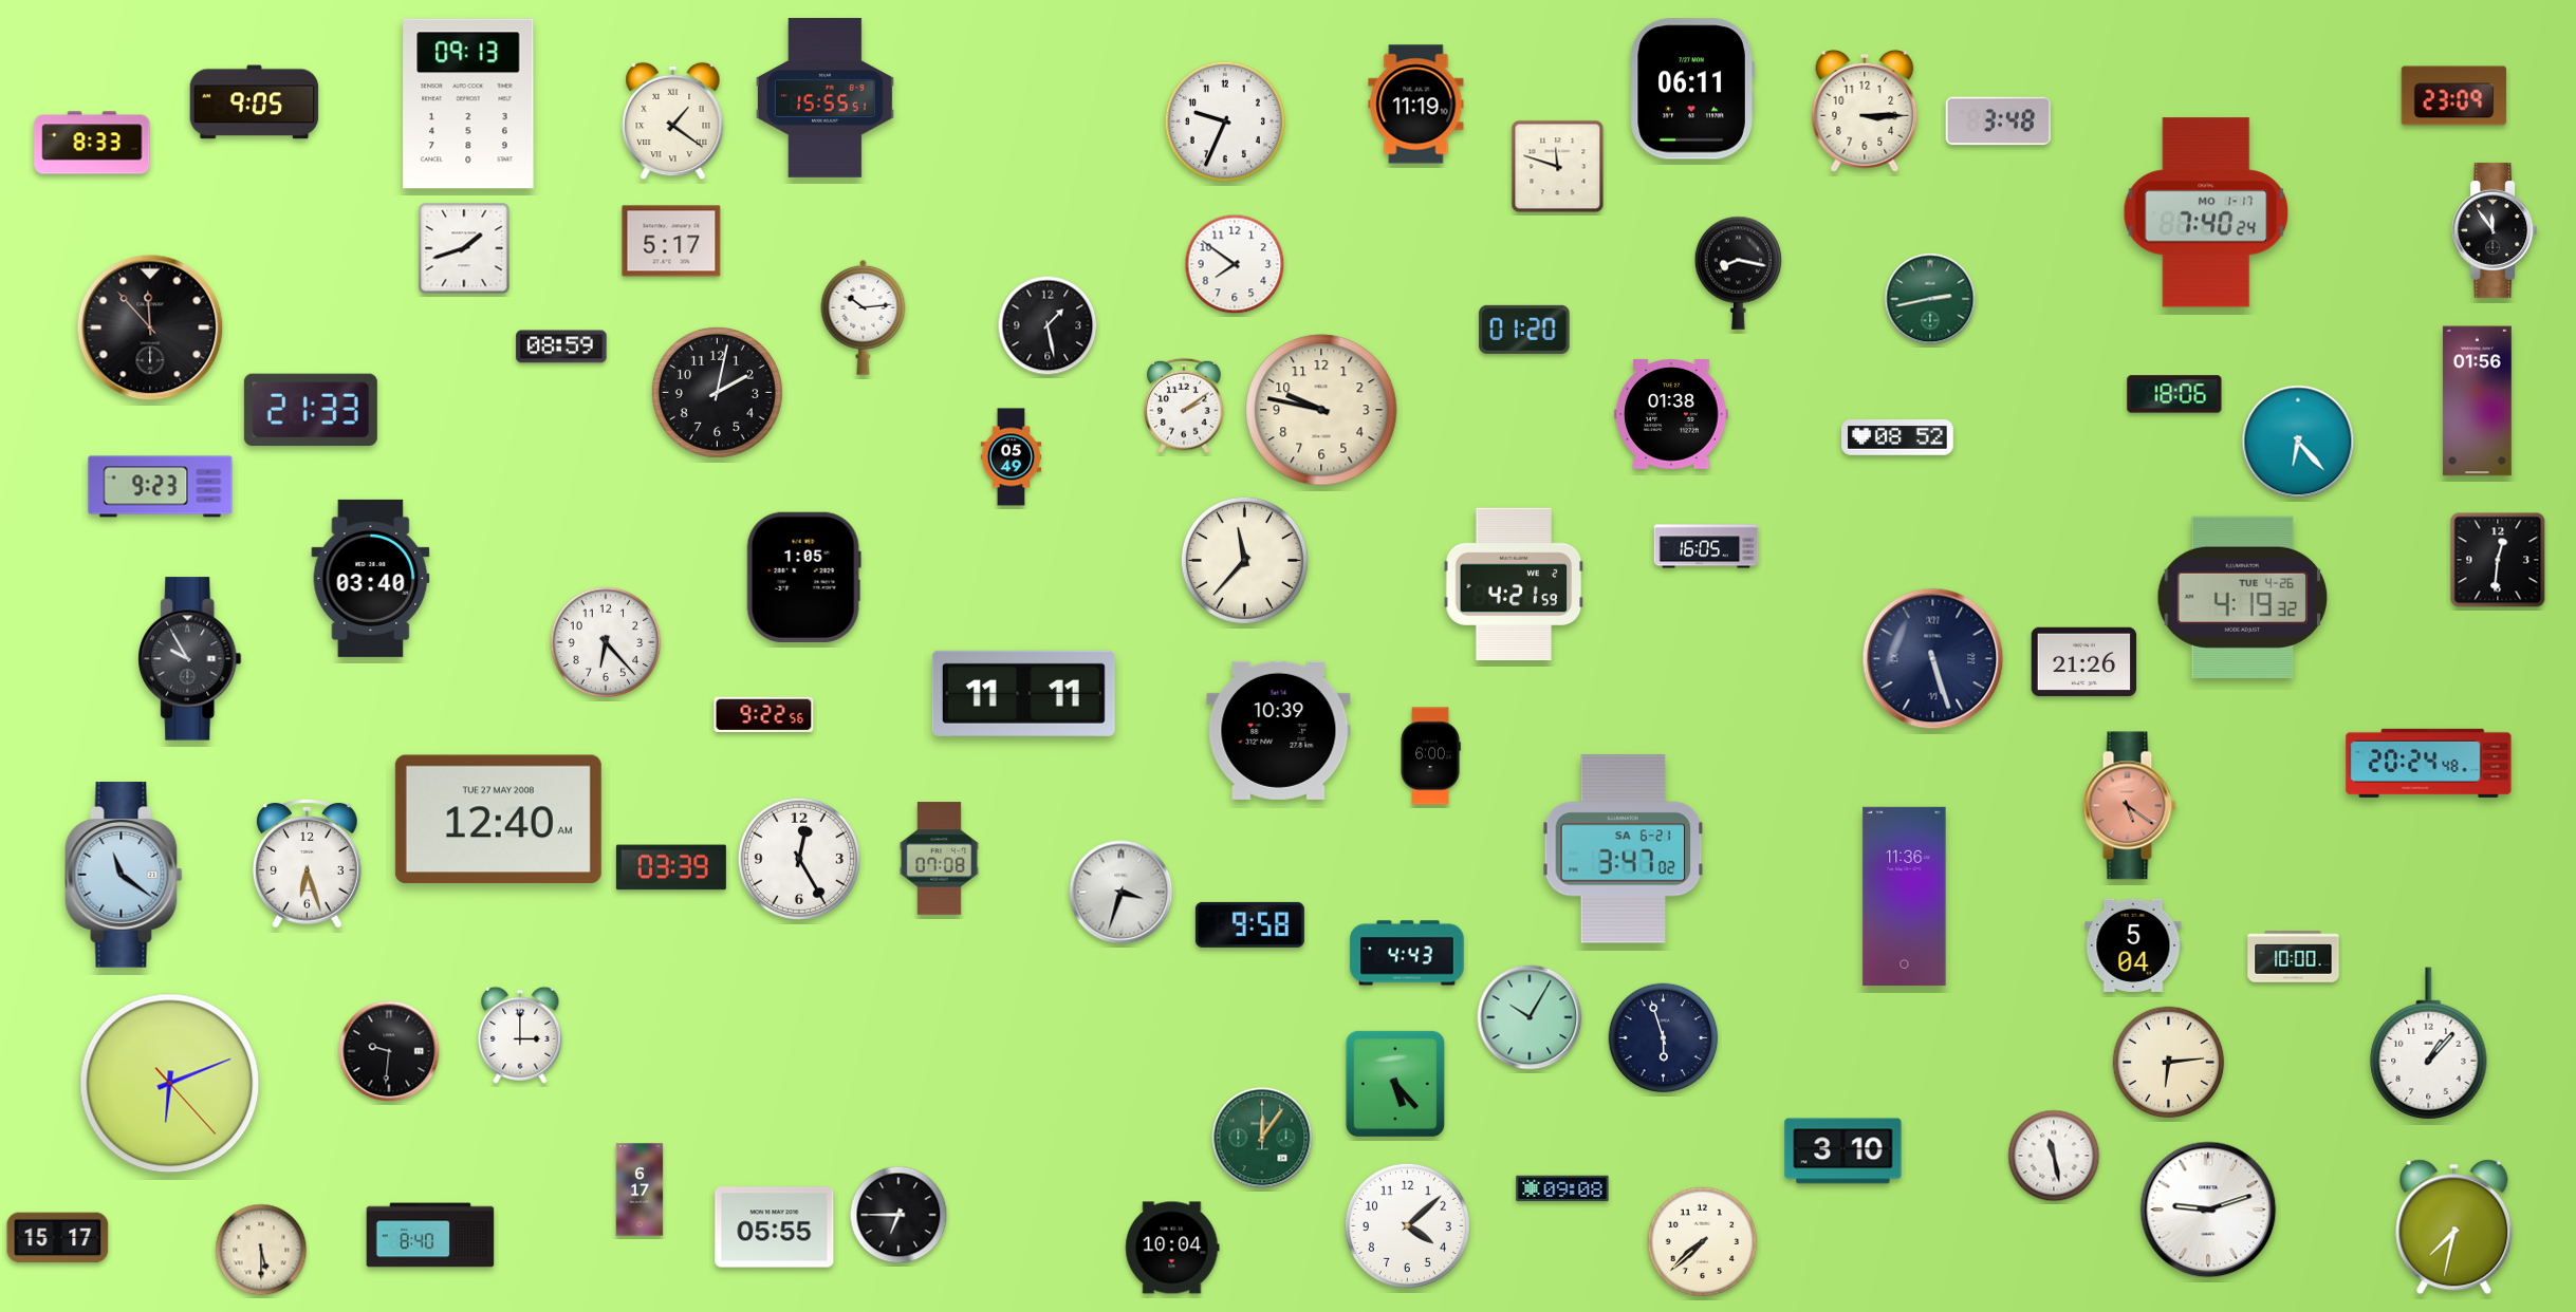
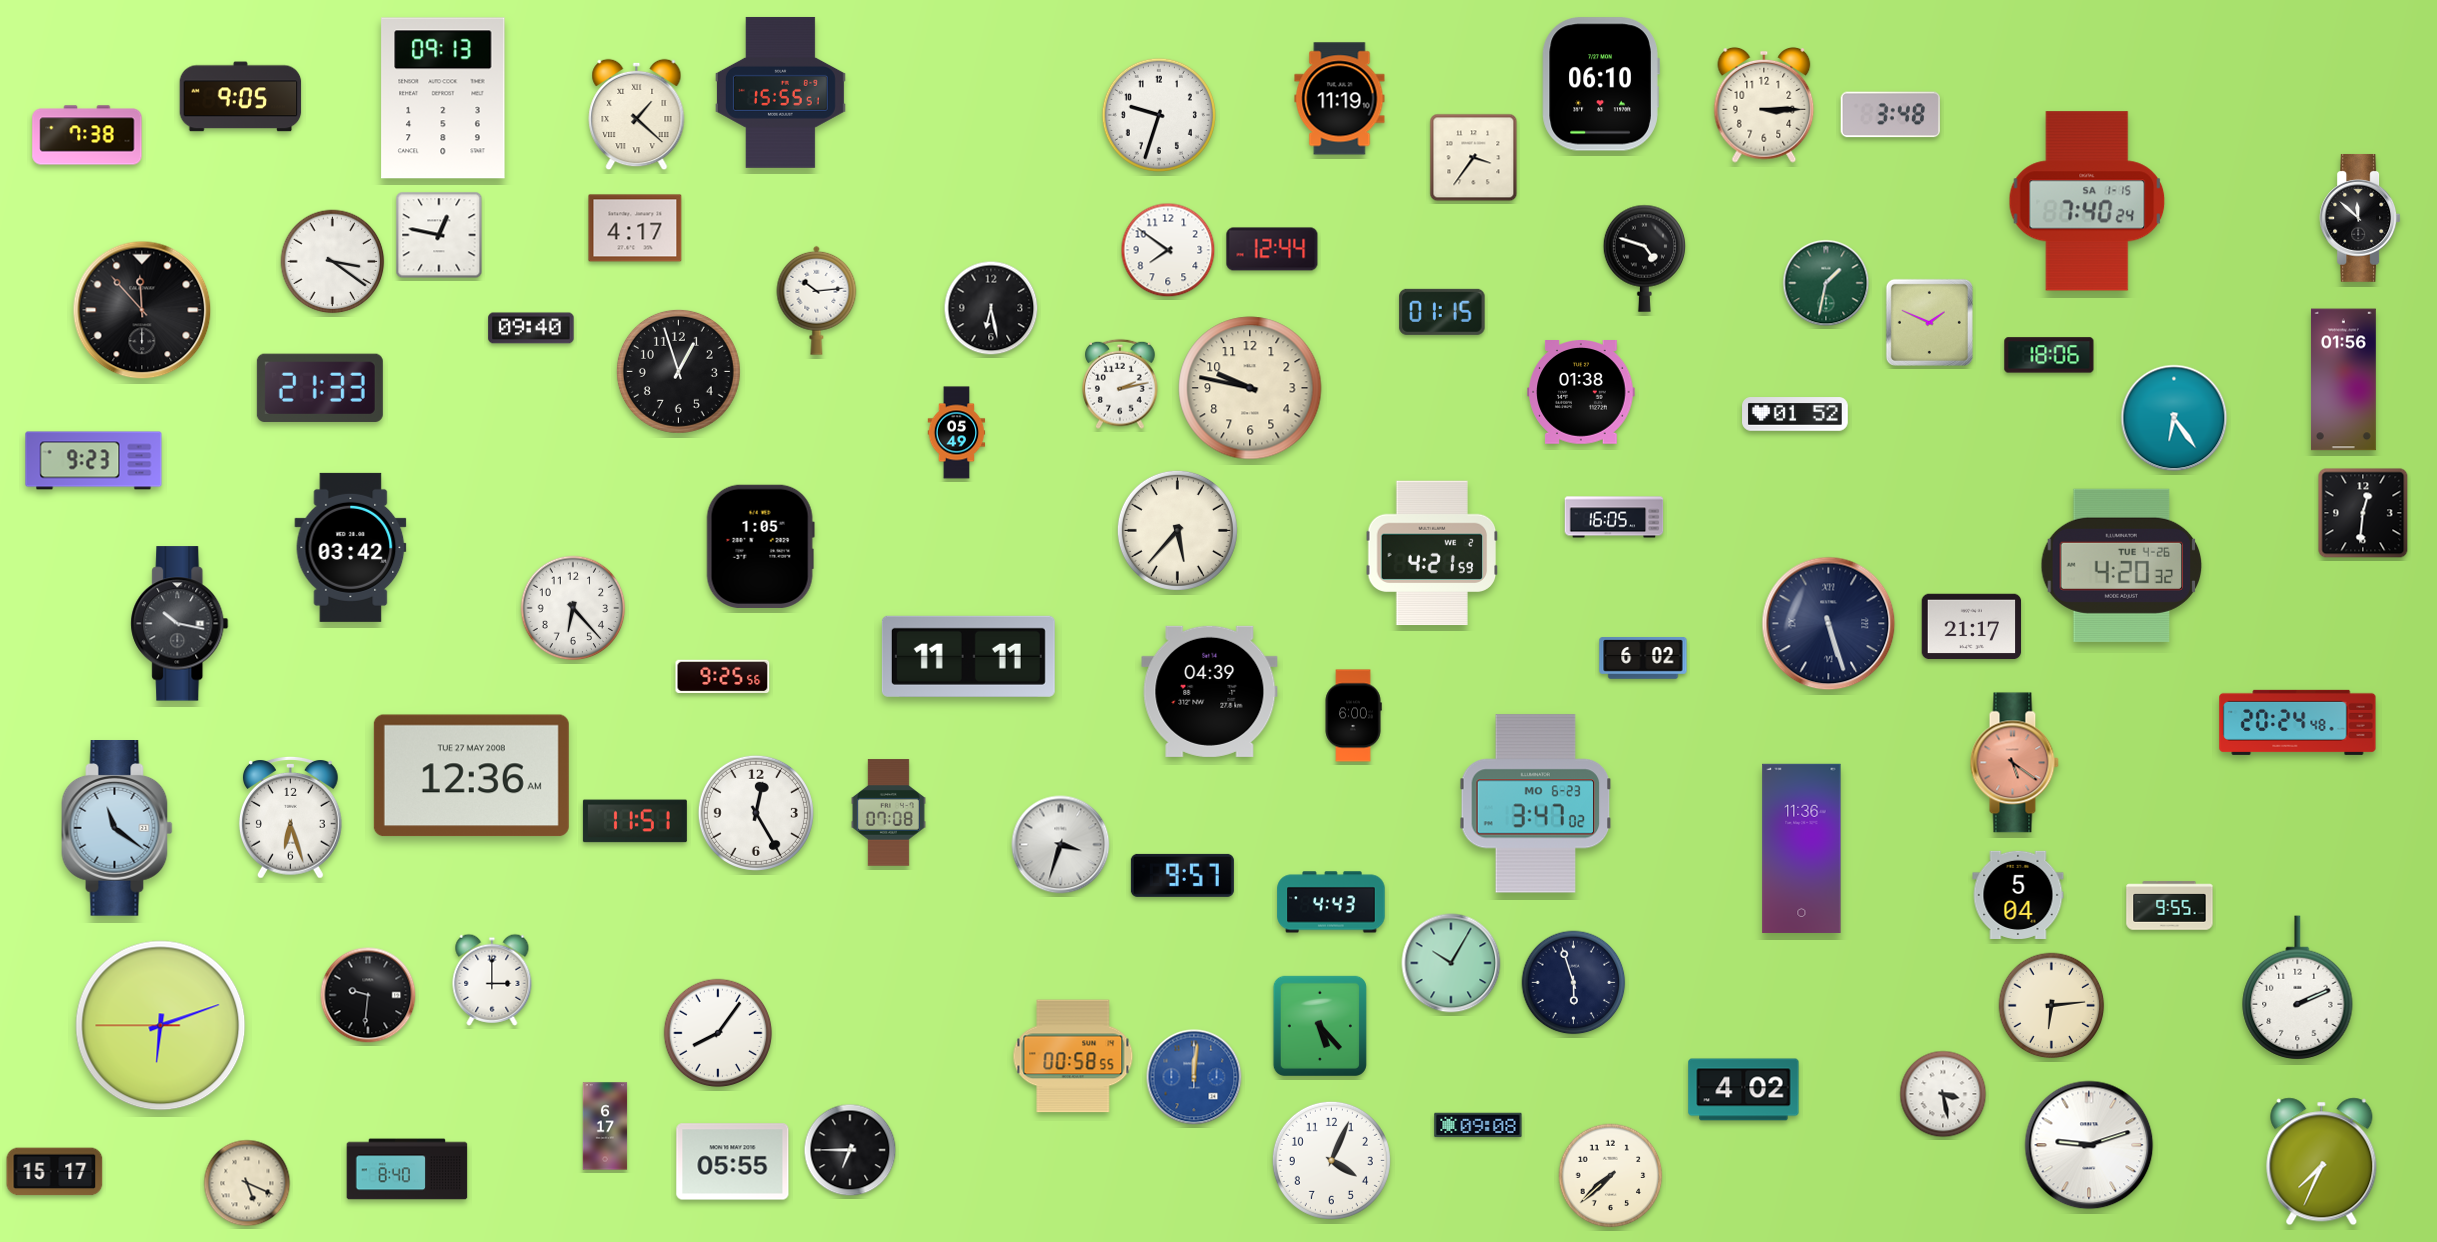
clock at (1692, 89): 06:11 -> 06:10
clock at (2454, 96): 23:09 -> none
clock at (673, 121): 1:21 -> 1:22
clock at (1225, 121): 9:34 -> 9:33
clock at (92, 143): 8:33 -> 7:38
clock at (1558, 167): 11:48 -> 3:36
clock at (2206, 212) date: MO 1-17 -> SA 1-15
clock at (2495, 230): 11:54 -> 11:52
clock at (671, 241): 5:17 -> 4:17
clock at (464, 248): 1:42 -> 12:47
clock at (1272, 249): none -> 12:44
clock at (1738, 273): 8:17 -> 4:48
clock at (333, 262): none -> 3:21
clock at (1930, 299): 2:43 -> 1:32
clock at (1048, 325): 1:28 -> 6:28
clock at (1524, 330): 01:20 -> 01:15
clock at (1929, 322): none -> 1:49
clock at (561, 346): 08:59 -> 09:40
clock at (717, 392): 2:02 -> 12:57
clock at (2174, 394) position: (2174, 394) -> (2049, 355)
clock at (1184, 406): 2:09 -> 2:13
clock at (311, 409) position: (311, 409) -> (320, 387)
clock at (1897, 437): 08:52 -> 01:52
clock at (2298, 442): 6:23 -> 6:24
clock at (161, 487) position: (161, 487) -> (94, 461)
clock at (1244, 560): 11:37 -> 5:37
clock at (2498, 560) position: (2498, 560) -> (2363, 513)
clock at (371, 578): 03:40 -> 03:42
clock at (2243, 597): 4:19 -> 4:20
clock at (190, 659): 9:55 -> 10:17
clock at (2084, 662): 21:26 -> 21:17
clock at (1643, 658): none -> 6:02
clock at (764, 714): 9:22 -> 9:25
clock at (1279, 730): 10:39 -> 04:39
clock at (498, 820): 12:40 -> 12:36
clock at (1624, 849) date: SA 6-21 -> MO 6-23
clock at (671, 867): 03:39 -> 11:51
clock at (1249, 924): 9:58 -> 9:57
clock at (2294, 957): 10:00 -> 9:55
clock at (1530, 1017) position: (1530, 1017) -> (1451, 963)
clock at (2429, 1043): 1:07 -> 2:11
clock at (170, 1084): 6:11:23 -> 6:11:45
clock at (718, 1033): none -> 8:06
clock at (1073, 1056): none -> 00:58
clock at (1262, 1138): 12:06 -> 12:01
clock at (1262, 1138) dial: green -> blue
clock at (1843, 1151): 3:10 -> 4:02
clock at (2054, 1156): 11:28 -> 3:28
clock at (1407, 1225): 4:08 -> 4:04
clock at (2454, 1227): 7:32 -> 7:34
clock at (1172, 1248): 10:04 -> none
clock at (261, 1250): 5:30 -> 5:19
